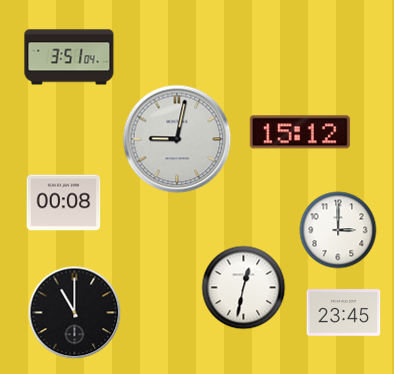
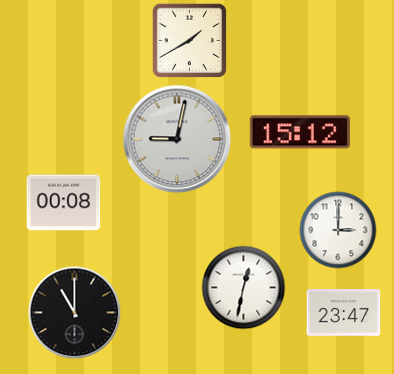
clock at (190, 41): none -> 1:40
clock at (69, 57): 3:51 -> none
clock at (344, 313): 23:45 -> 23:47
